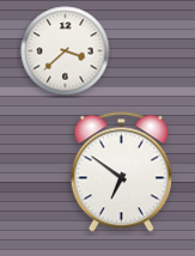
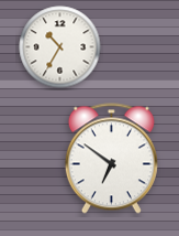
clock at (66, 51): 3:38 -> 10:35
